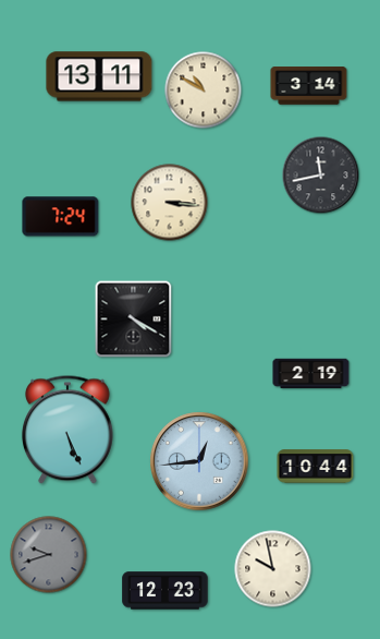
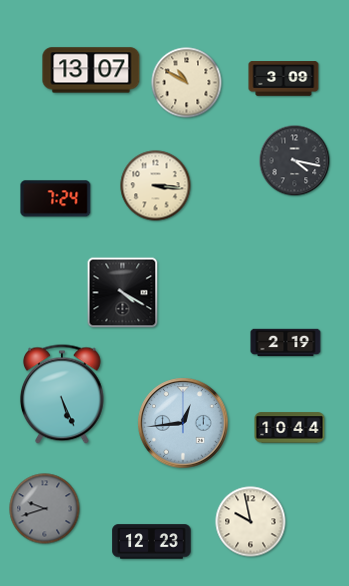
clock at (99, 76): 13:11 -> 13:07
clock at (309, 86): 3:14 -> 3:09
clock at (321, 176): 11:43 -> 4:17
